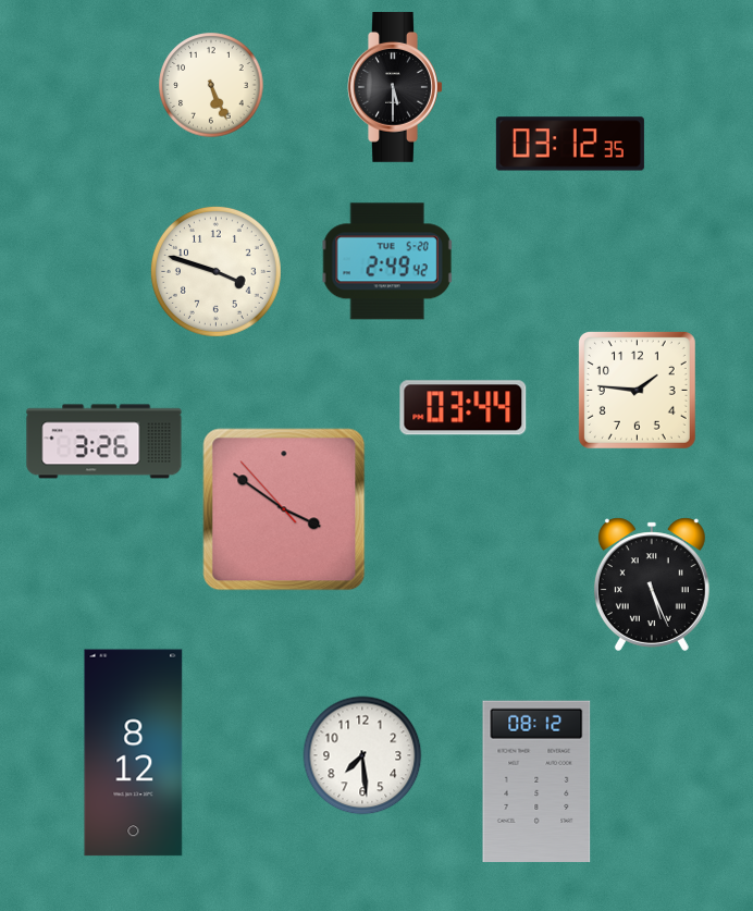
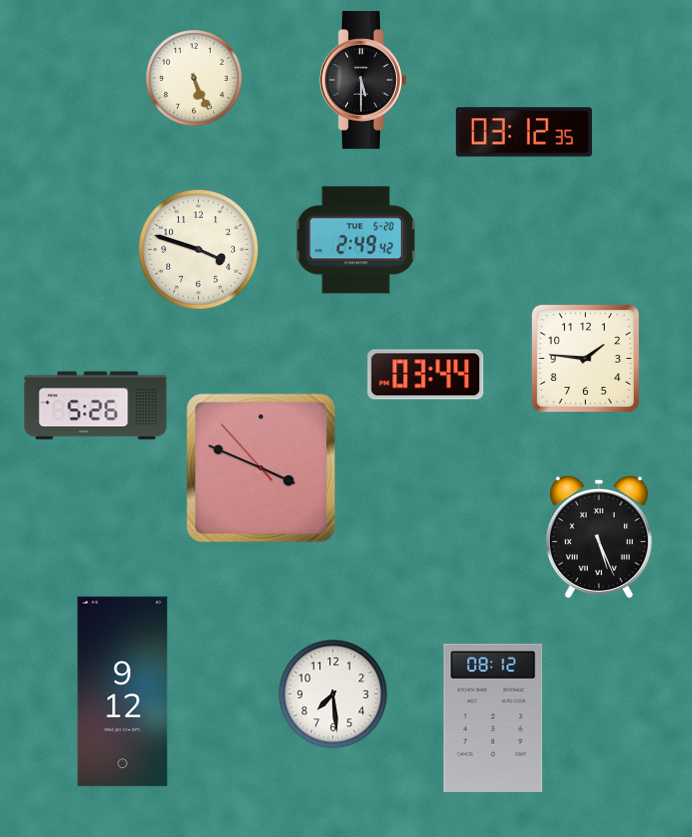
clock at (104, 442): 3:26 -> 5:26
clock at (284, 509): 3:50 -> 3:48
clock at (134, 753): 8:12 -> 9:12
